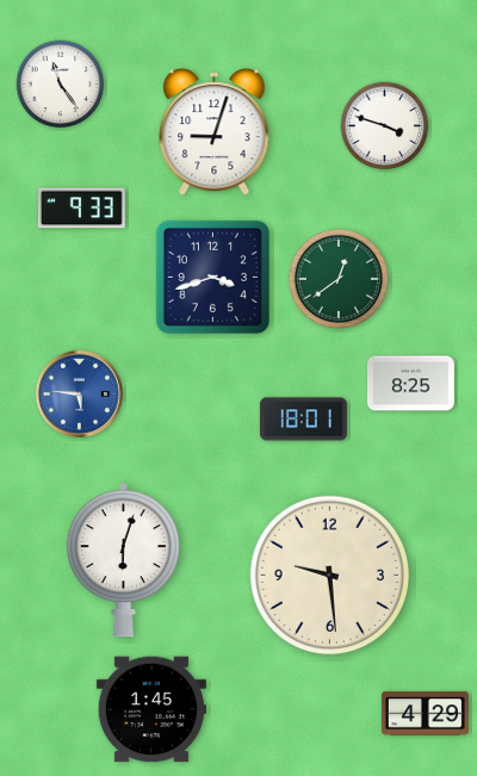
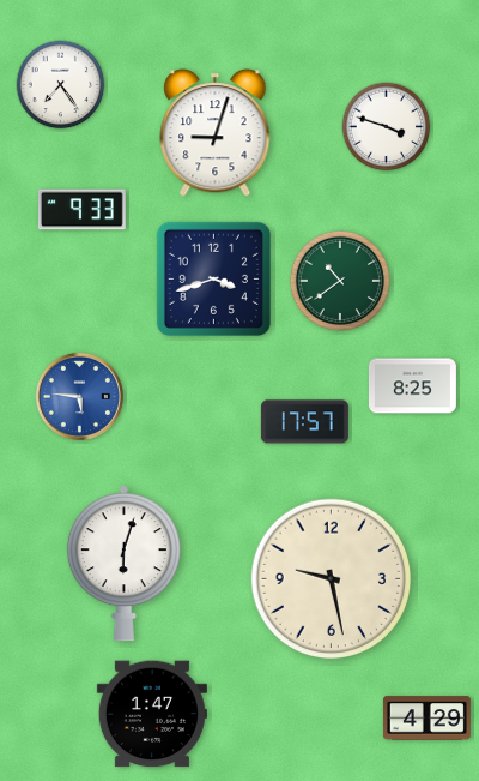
clock at (61, 85): 11:24 -> 7:24
clock at (339, 279): 12:39 -> 10:39
clock at (303, 420): 18:01 -> 17:57
clock at (330, 576): 9:29 -> 9:28
clock at (151, 709): 1:45 -> 1:47
